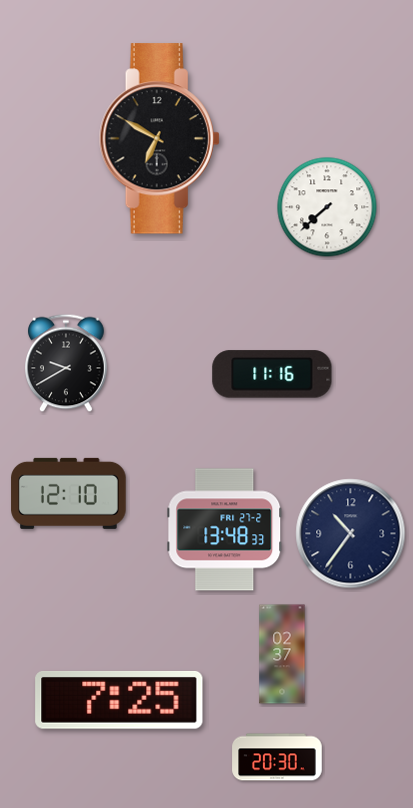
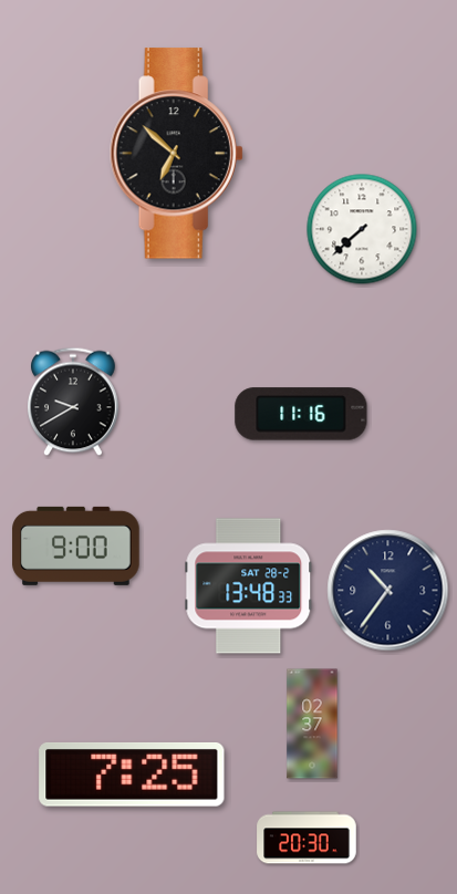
clock at (159, 139): 6:50 -> 6:52
clock at (69, 493): 12:10 -> 9:00
clock at (225, 530) date: FRI 27-2 -> SAT 28-2
